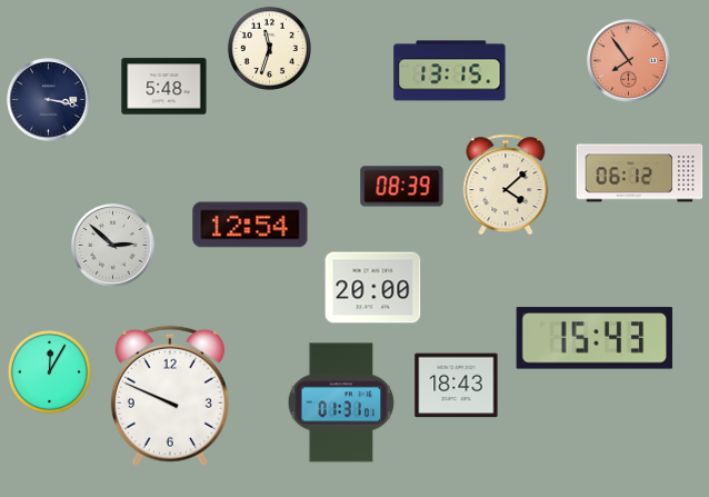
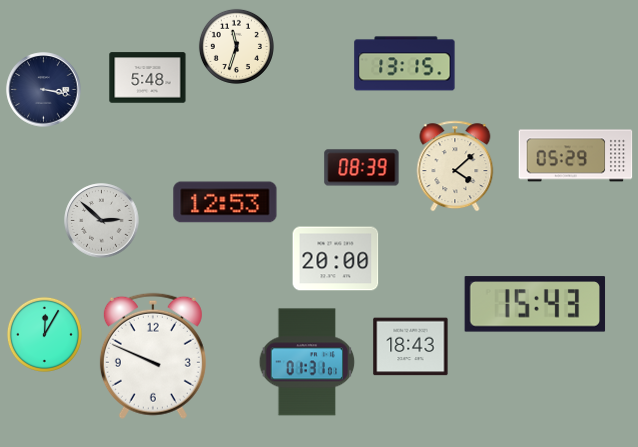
clock at (269, 48) position: (269, 48) -> (236, 46)
clock at (629, 61): 7:54 -> none
clock at (640, 173): 06:12 -> 05:29
clock at (250, 225): 12:54 -> 12:53
